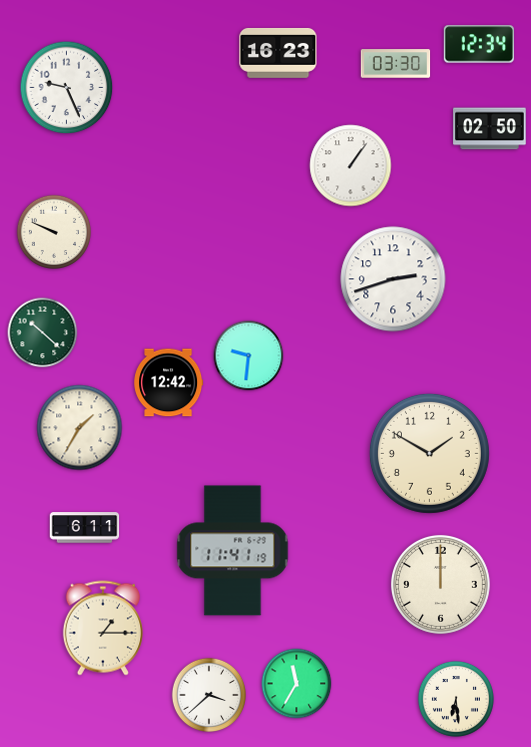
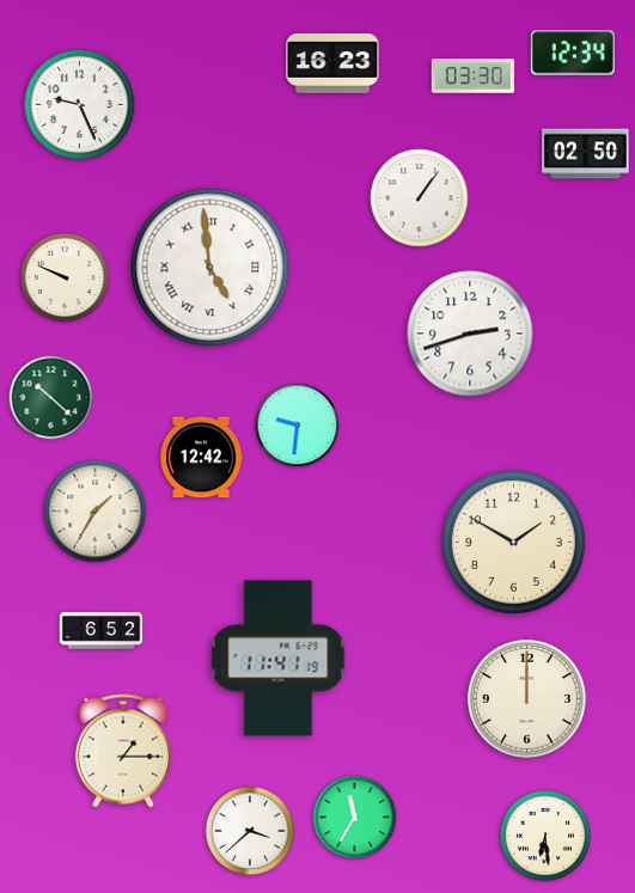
clock at (210, 268): none -> 4:59
clock at (85, 528): 6:11 -> 6:52
